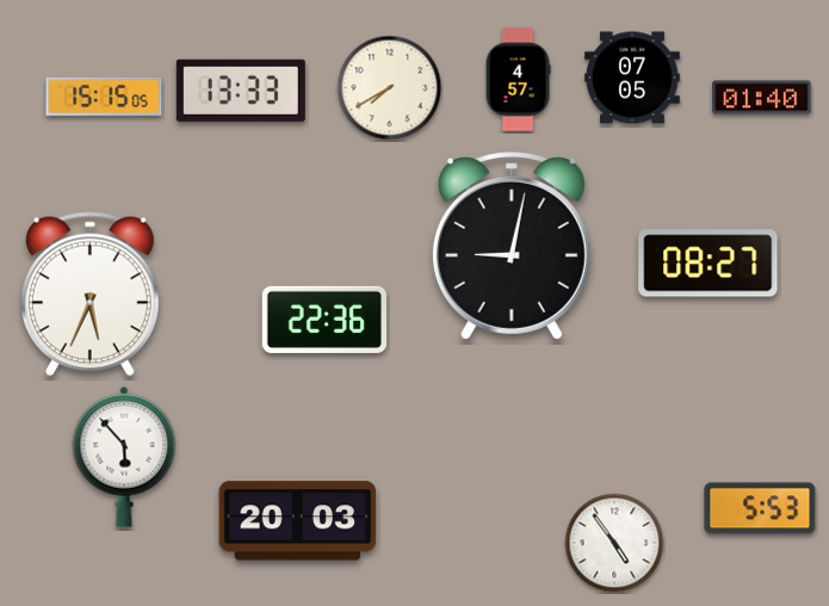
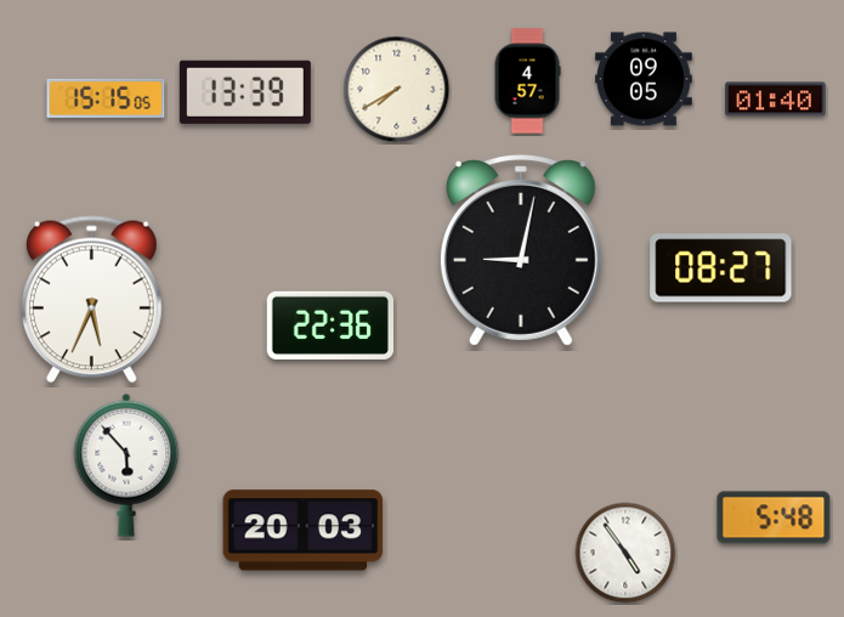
clock at (633, 78): 07:05 -> 09:05
clock at (241, 91): 13:33 -> 13:39
clock at (760, 508): 5:53 -> 5:48
